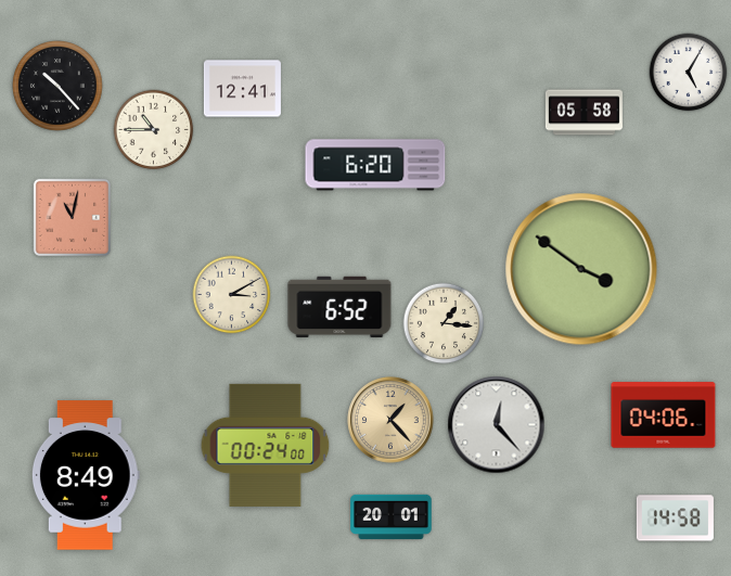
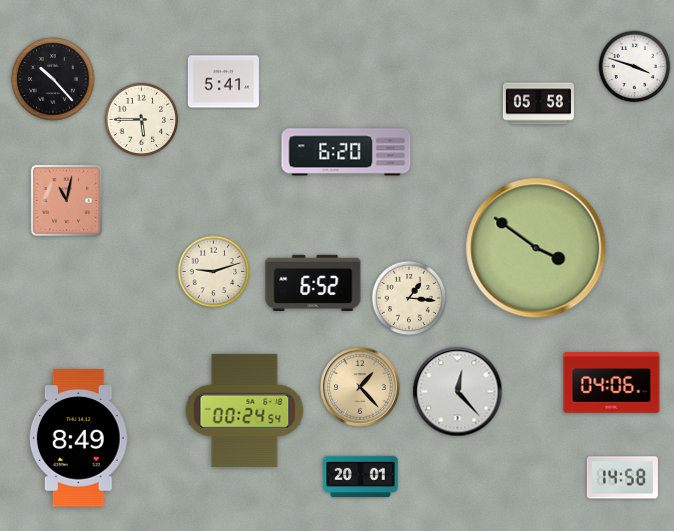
clock at (689, 73): 5:05 -> 3:48
clock at (242, 89): 12:41 -> 5:41
clock at (154, 130): 10:45 -> 5:45
clock at (232, 295): 3:10 -> 9:12
clock at (266, 445): 00:24:00 -> 00:24:54
